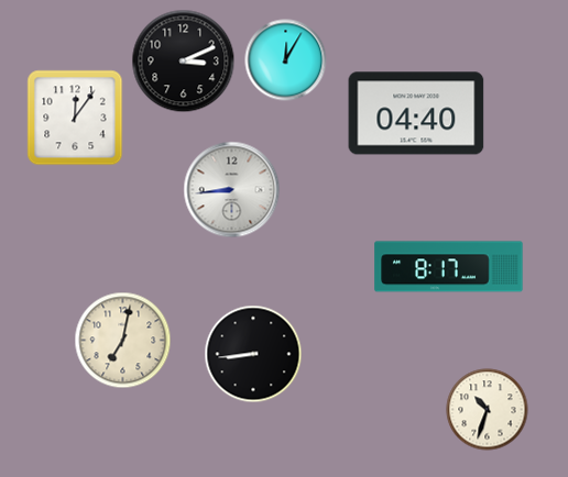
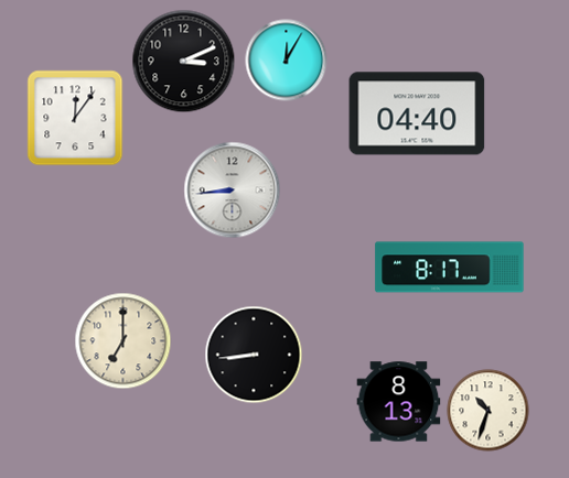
clock at (123, 341): 7:02 -> 7:00
clock at (399, 402): none -> 8:13
